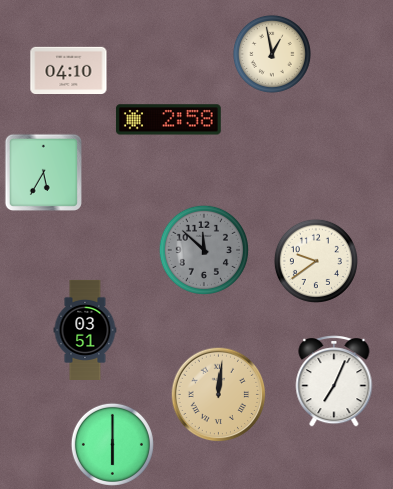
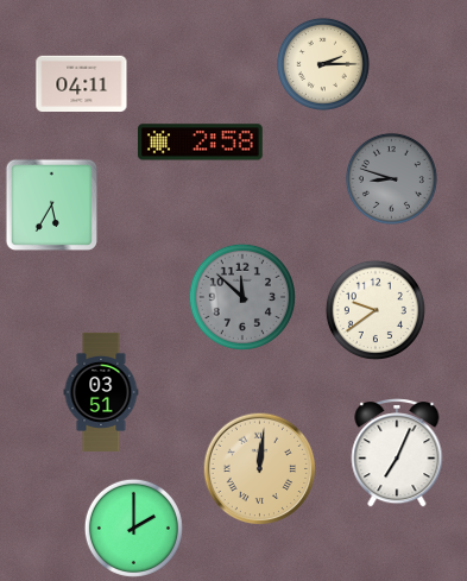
clock at (272, 54): 12:58 -> 2:15
clock at (69, 70): 04:10 -> 04:11
clock at (391, 178): none -> 8:48
clock at (112, 444): 6:00 -> 2:00
